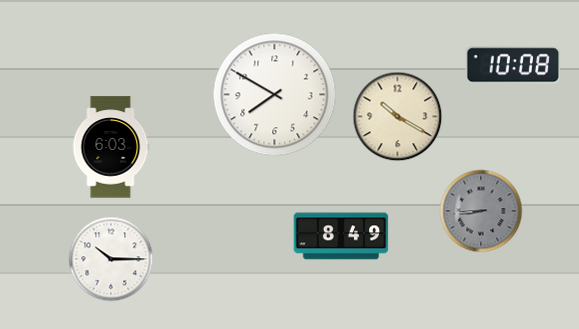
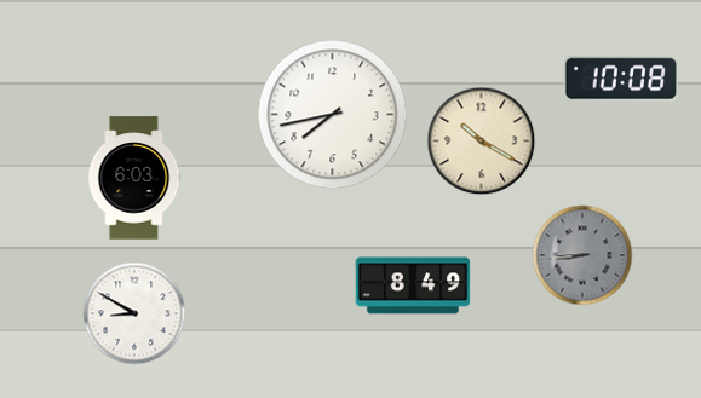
clock at (275, 95): 7:50 -> 7:43
clock at (111, 259): 10:15 -> 8:50
